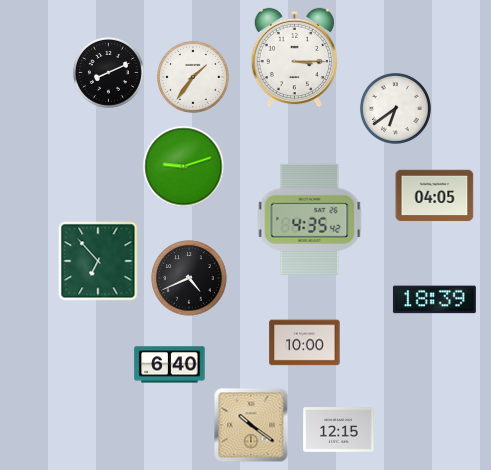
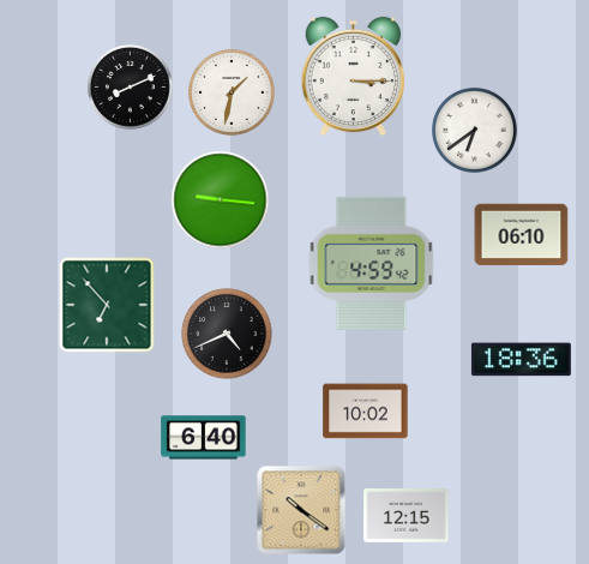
clock at (294, 58) position: (294, 58) -> (353, 77)
clock at (193, 77): 1:36 -> 1:32
clock at (184, 167): 9:12 -> 9:16
clock at (435, 196): 04:05 -> 06:10
clock at (310, 219): 4:35 -> 4:59
clock at (98, 261) position: (98, 261) -> (107, 305)
clock at (434, 300): 18:39 -> 18:36
clock at (305, 343): 10:00 -> 10:02
